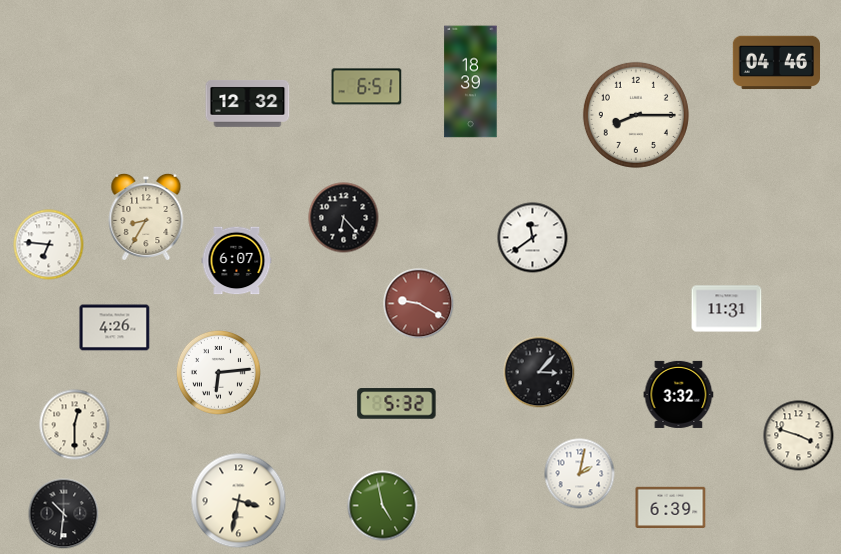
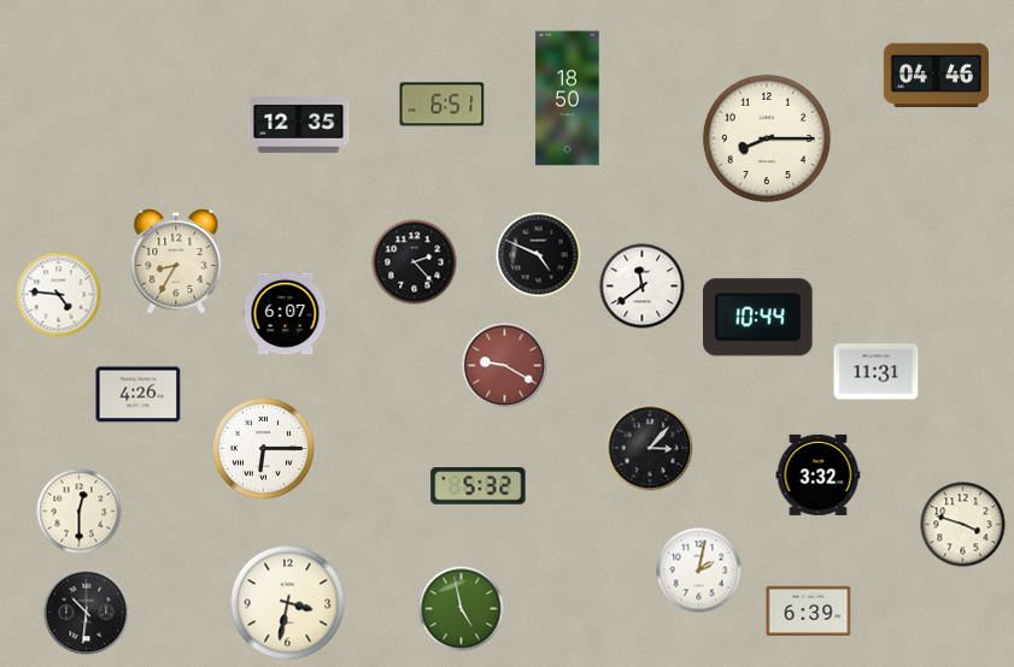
clock at (471, 82): 18:39 -> 18:50
clock at (248, 103): 12:32 -> 12:35
clock at (539, 255): none -> 4:49
clock at (344, 218): 6:23 -> 2:23
clock at (49, 245): 6:46 -> 4:46
clock at (757, 318): none -> 10:44
clock at (218, 372): 6:14 -> 6:15
clock at (75, 425) position: (75, 425) -> (80, 512)
clock at (64, 514) position: (64, 514) -> (87, 613)
